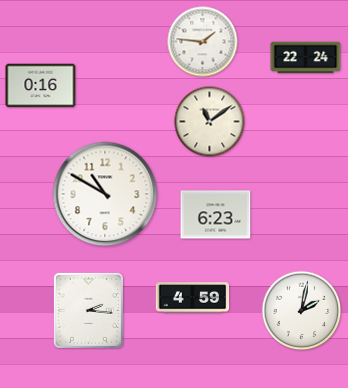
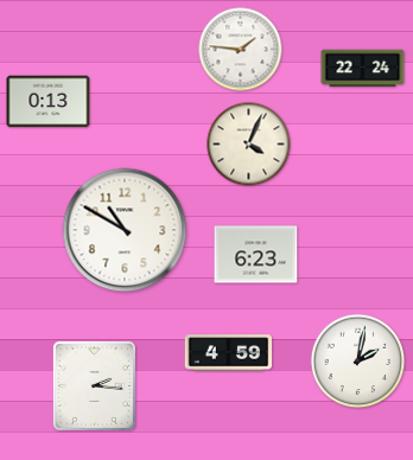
clock at (41, 86): 0:16 -> 0:13
clock at (210, 122): 11:09 -> 4:04
clock at (88, 310) position: (88, 310) -> (94, 385)
clock at (302, 311) position: (302, 311) -> (358, 362)
